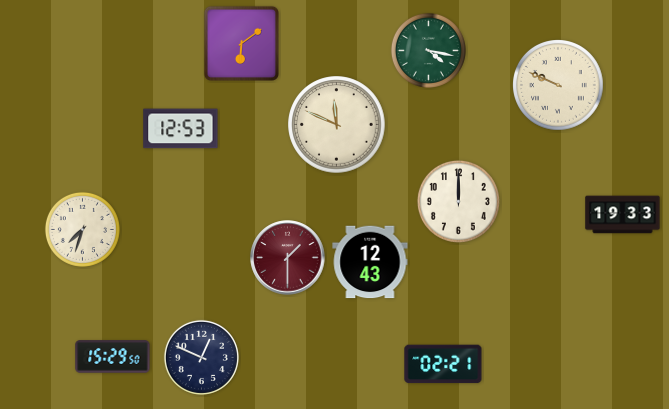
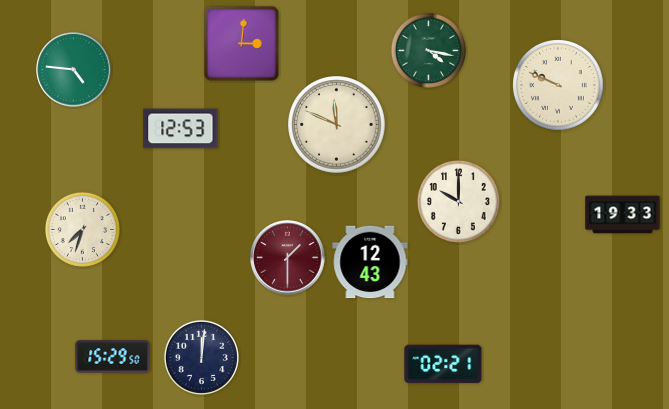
clock at (241, 43): 6:09 -> 3:01
clock at (74, 70): none -> 4:46
clock at (458, 201): 12:00 -> 10:00
clock at (201, 357): 12:49 -> 12:01
